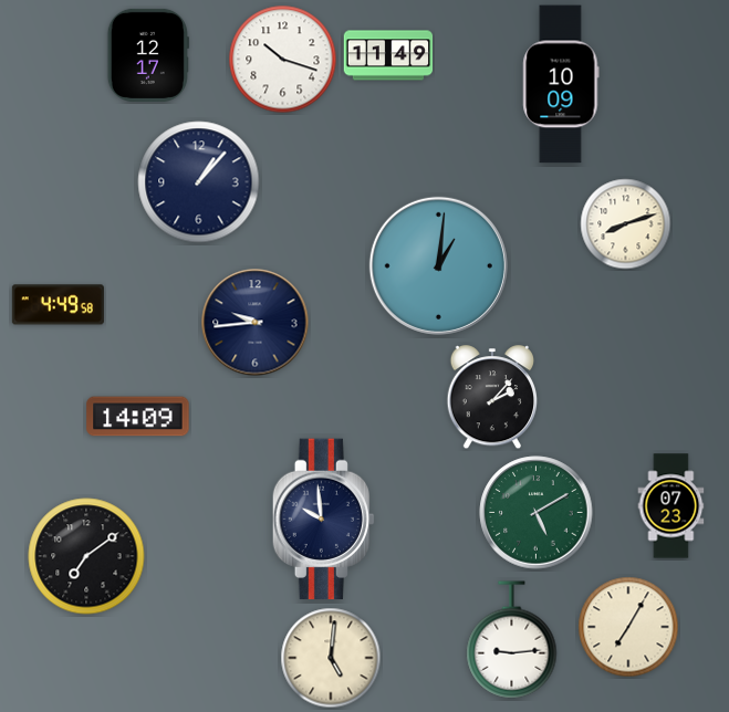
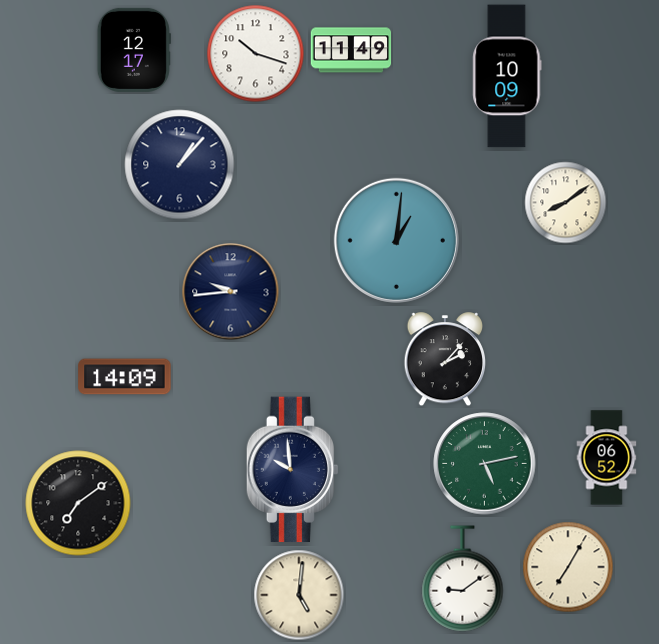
clock at (626, 224): 8:12 -> 8:09
clock at (58, 305): 4:49 -> none
clock at (671, 506): 07:23 -> 06:52
clock at (537, 513): 5:10 -> 5:13
clock at (512, 640): 9:14 -> 9:09
